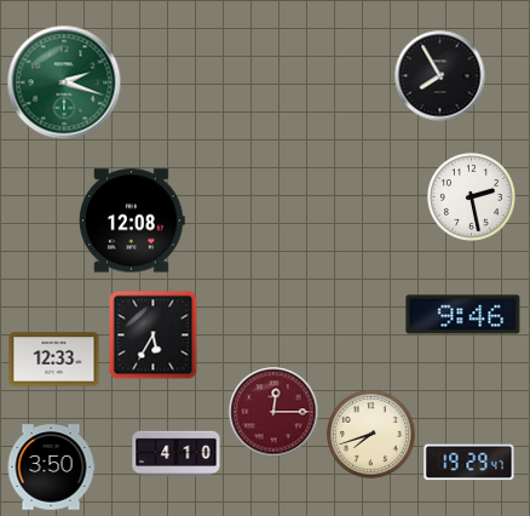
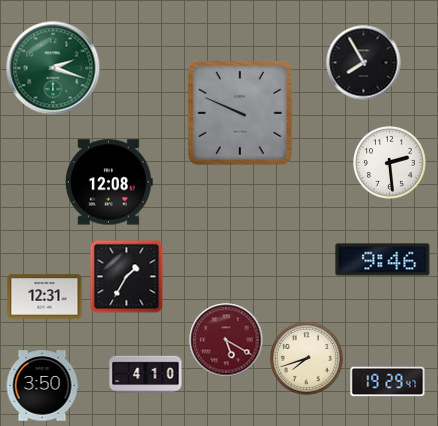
clock at (240, 113): none -> 9:49
clock at (472, 197): 2:28 -> 2:29
clock at (154, 336): 5:35 -> 1:35
clock at (54, 360): 12:33 -> 12:31
clock at (273, 412): 12:15 -> 5:20
